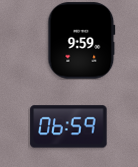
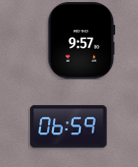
clock at (82, 41): 9:59 -> 9:57
